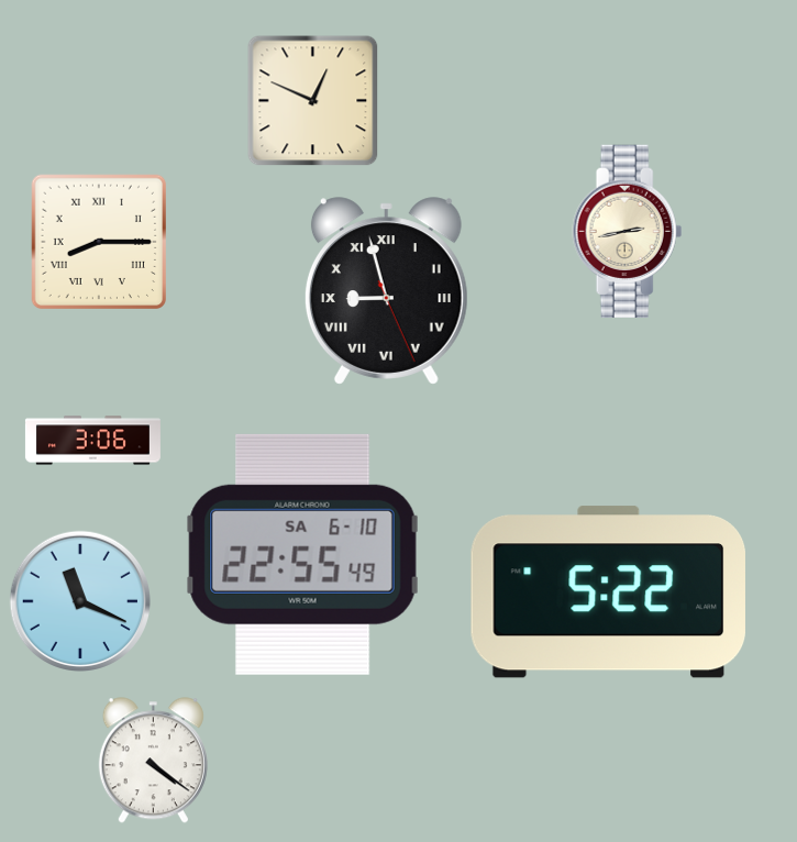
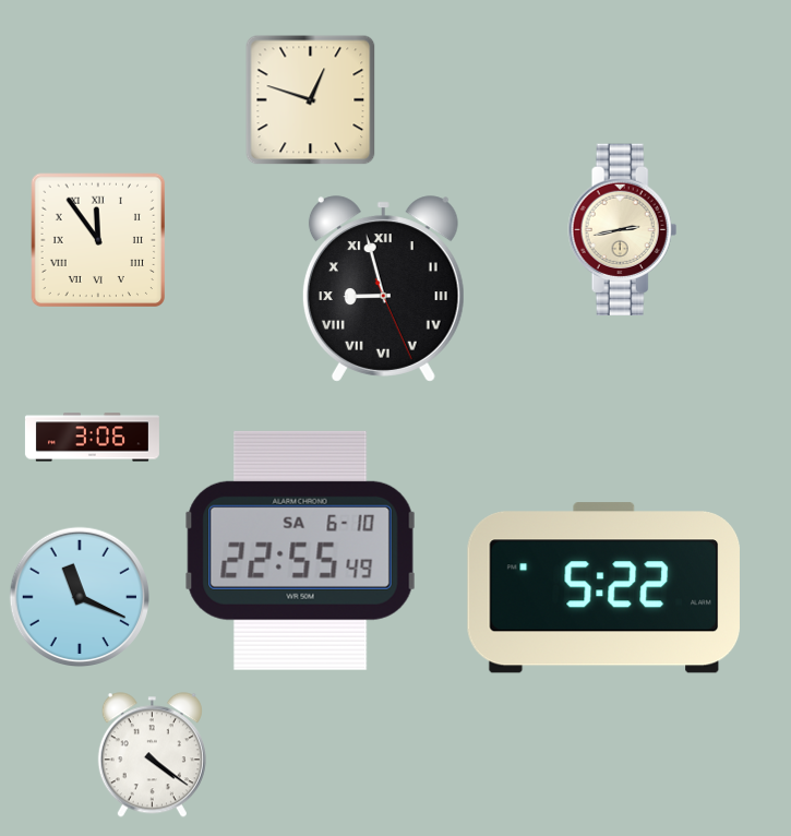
clock at (313, 101): 12:49 -> 12:48
clock at (99, 242): 8:15 -> 11:54
